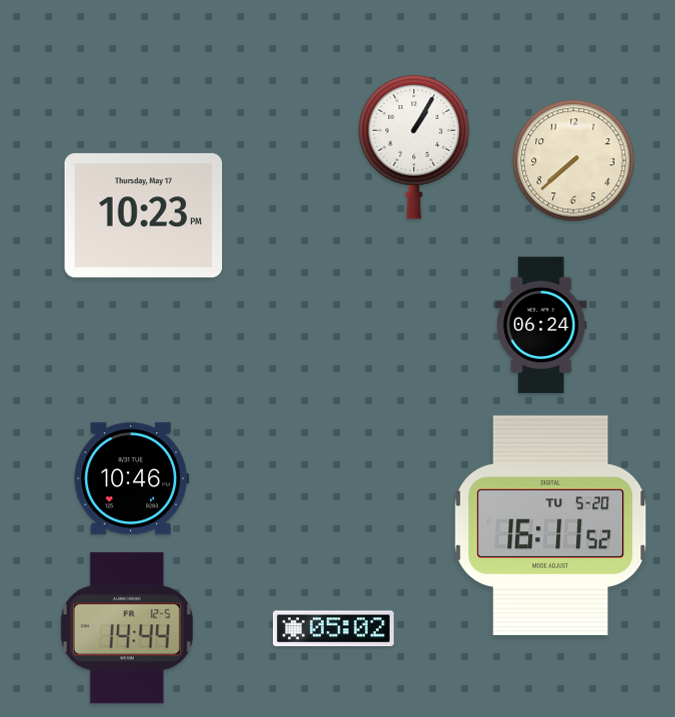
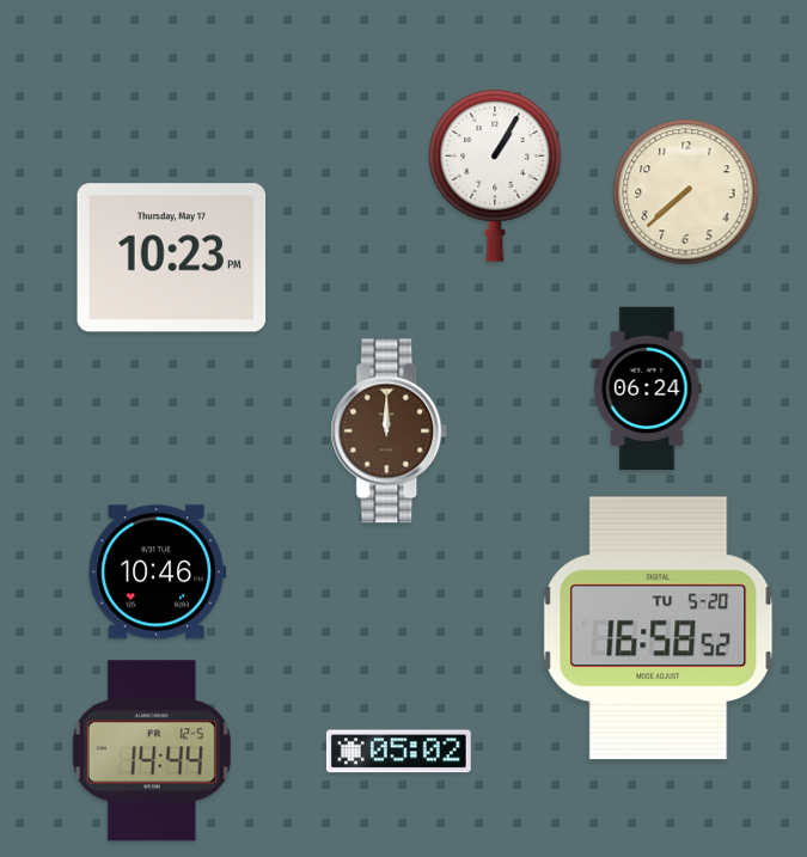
clock at (390, 431): none -> 12:00
clock at (551, 526): 16:11 -> 16:58
